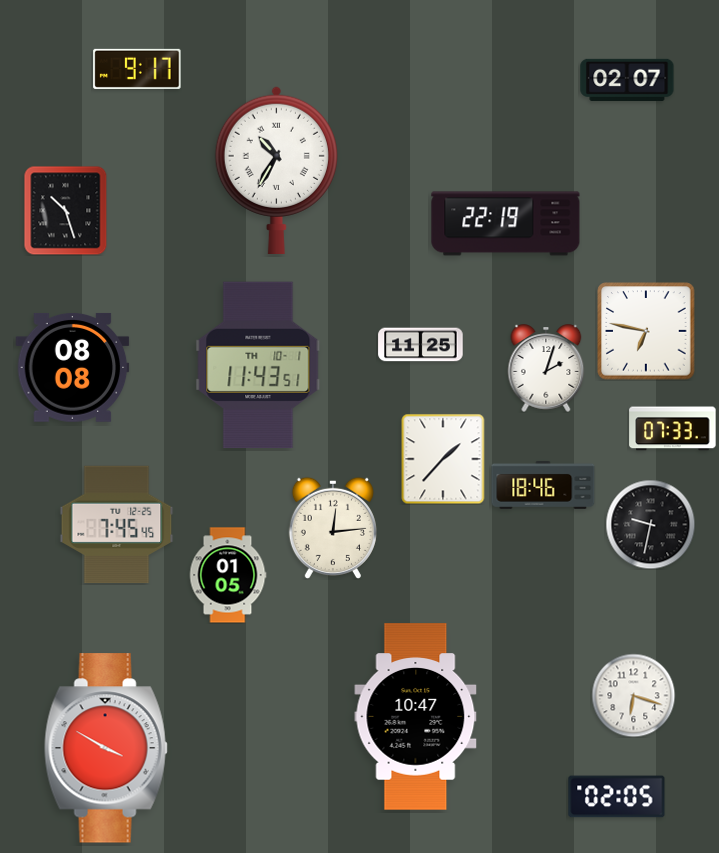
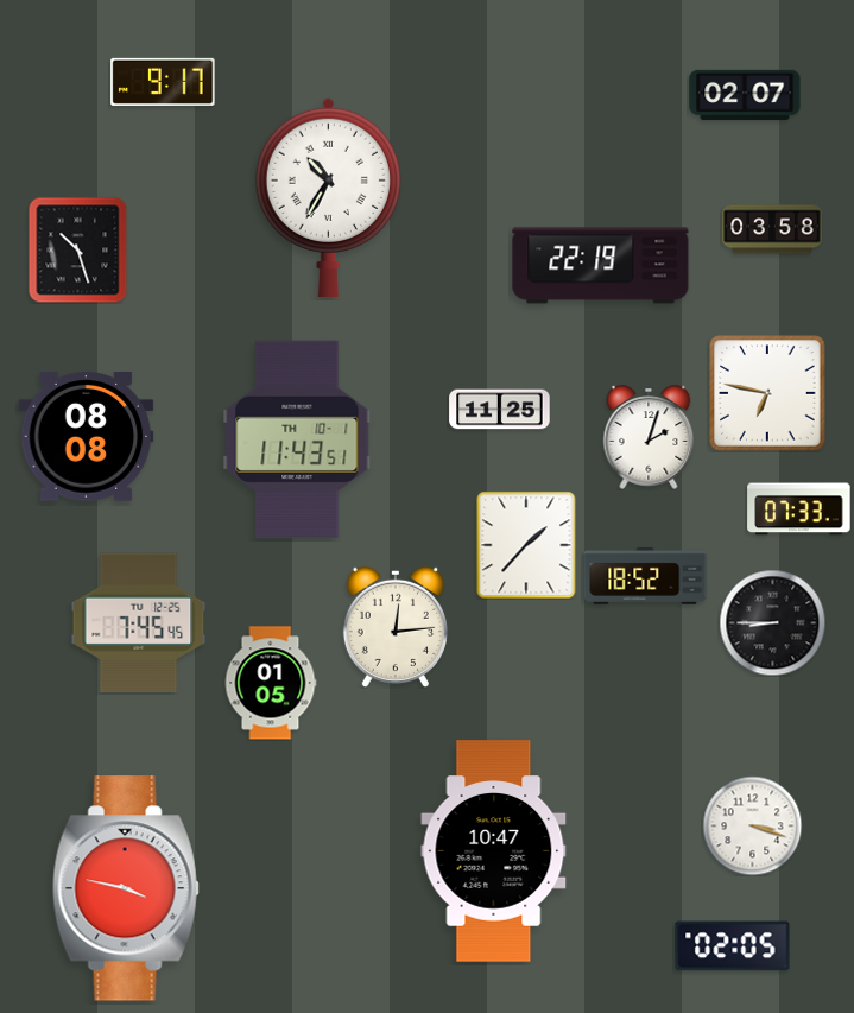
clock at (276, 169) position: (276, 169) -> (328, 196)
clock at (772, 229): none -> 03:58
clock at (258, 365) position: (258, 365) -> (297, 439)
clock at (543, 485): 18:46 -> 18:52
clock at (650, 524): 9:32 -> 8:45
clock at (633, 695): 6:18 -> 3:18
clock at (106, 748): 3:50 -> 3:47
